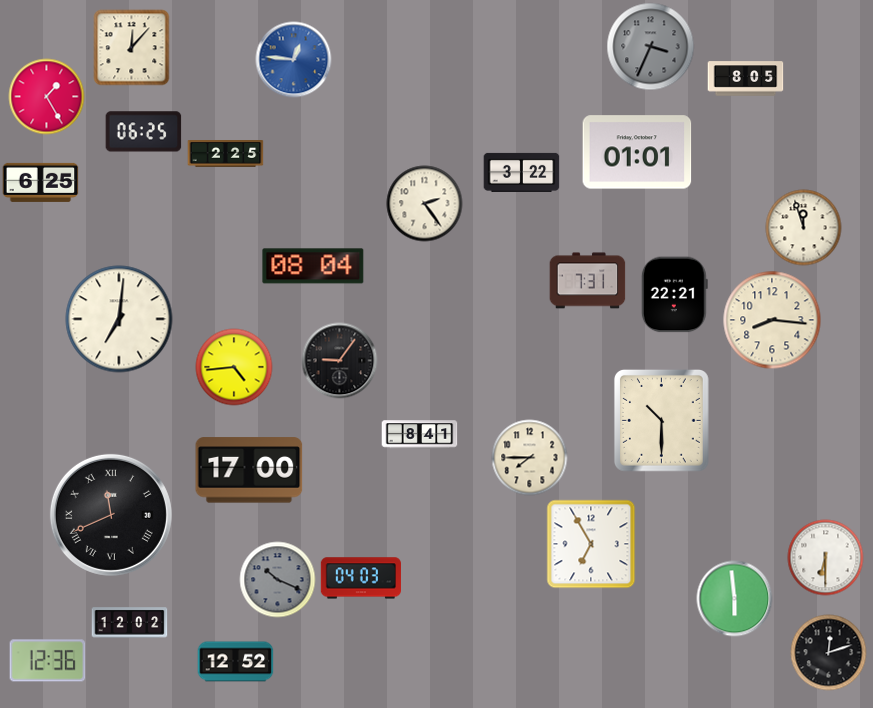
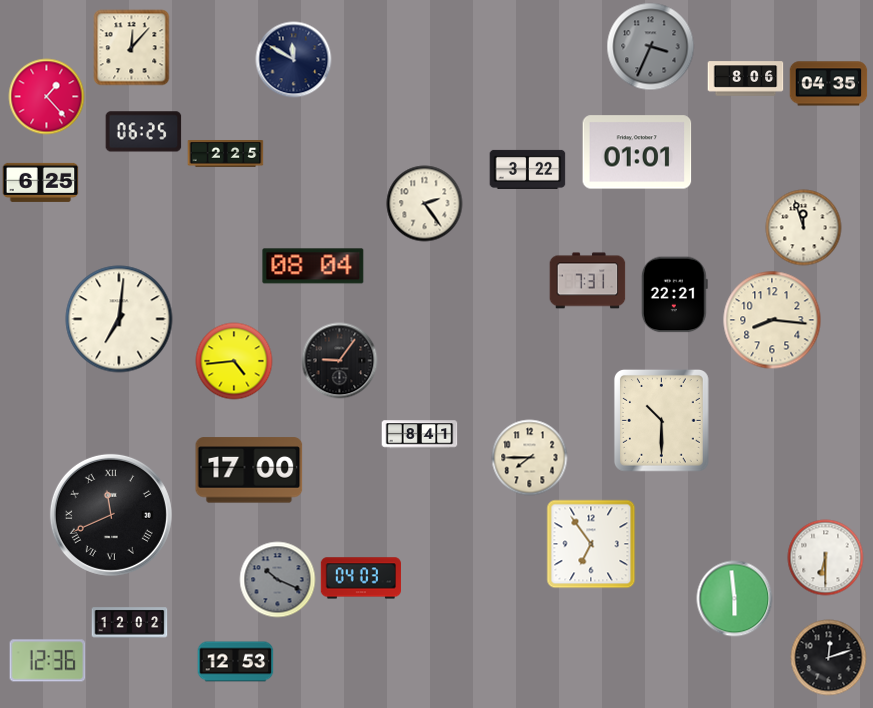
clock at (294, 60): 12:46 -> 11:50
clock at (294, 60) dial: blue -> navy
clock at (746, 79): 8:05 -> 8:06
clock at (829, 84): none -> 04:35
clock at (47, 97): 1:25 -> 1:23
clock at (522, 172) position: (522, 172) -> (528, 169)
clock at (234, 367) position: (234, 367) -> (234, 361)
clock at (591, 544): 6:55 -> 6:54
clock at (829, 653) position: (829, 653) -> (829, 658)
clock at (236, 662): 12:52 -> 12:53
